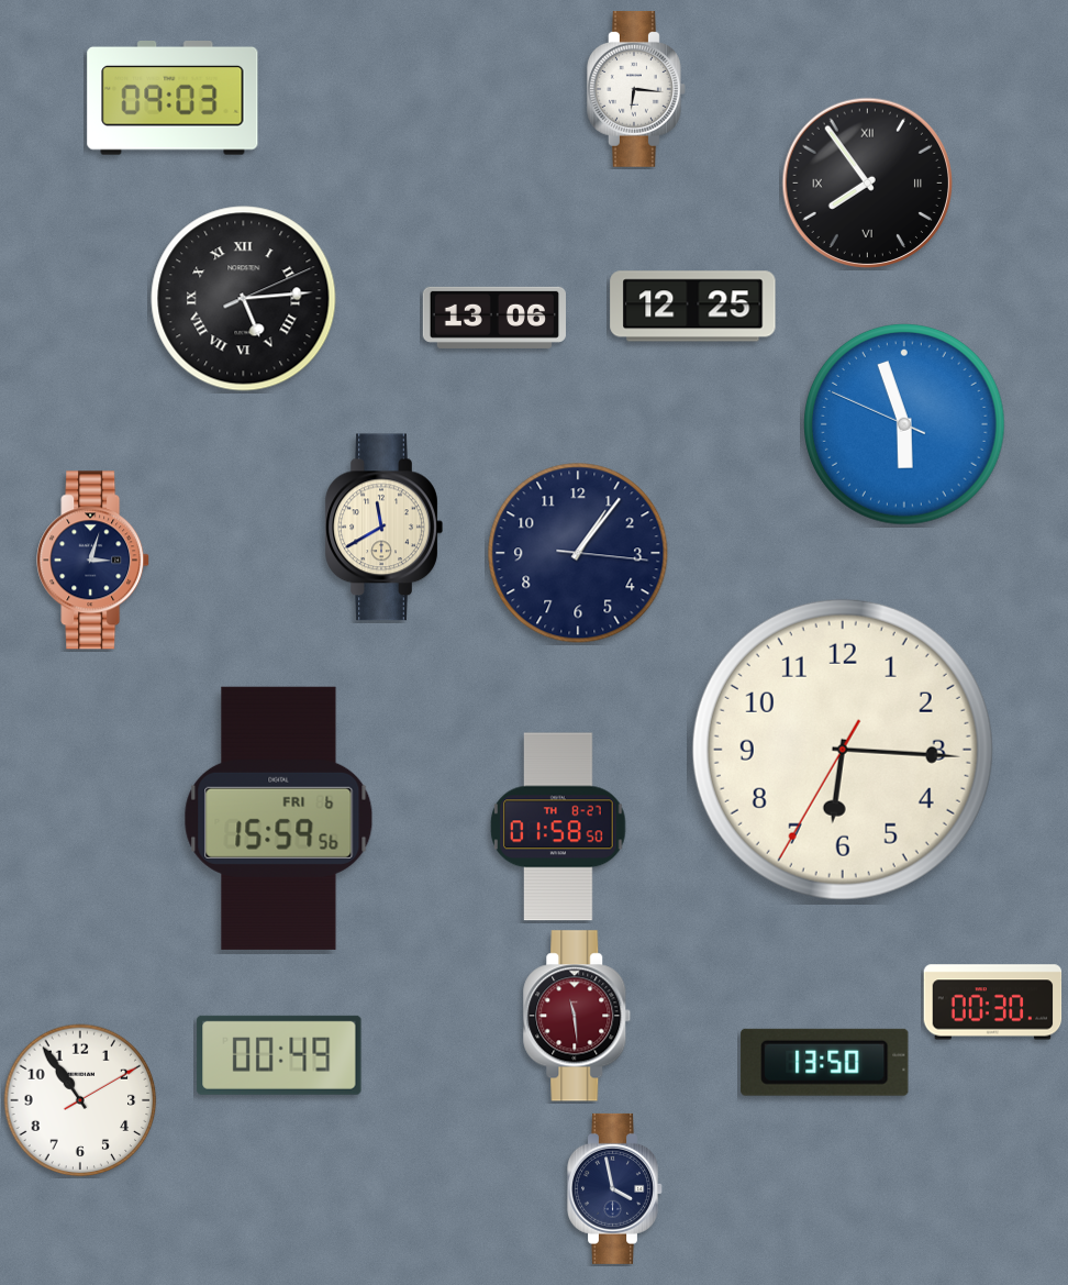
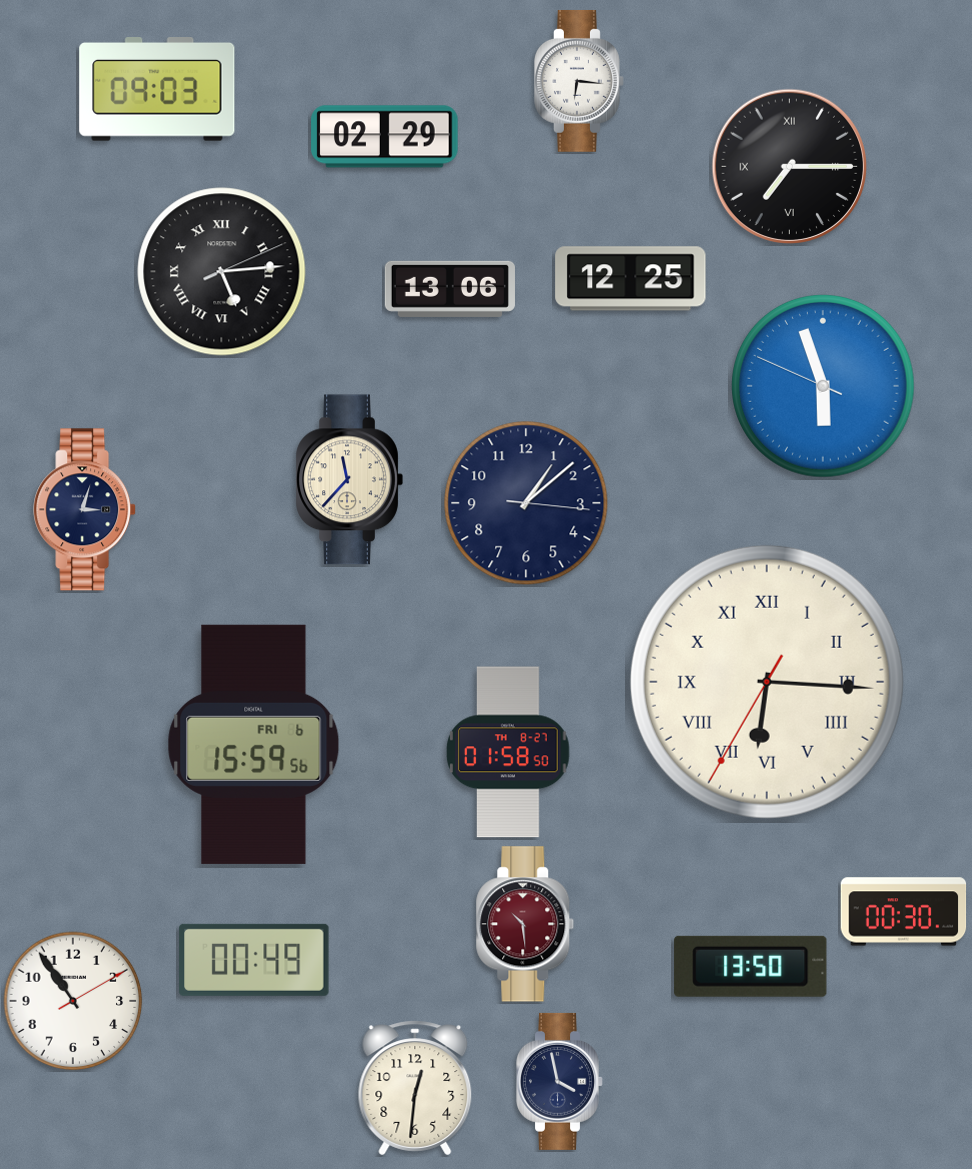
clock at (385, 137): none -> 02:29
clock at (867, 182): 7:54 -> 7:15
clock at (383, 528): 11:40 -> 11:37
clock at (578, 553): 1:06 -> 1:08
clock at (843, 750) numerals: Arabic -> Roman
clock at (577, 1016): 11:29 -> 10:29
clock at (415, 1088): none -> 12:31
